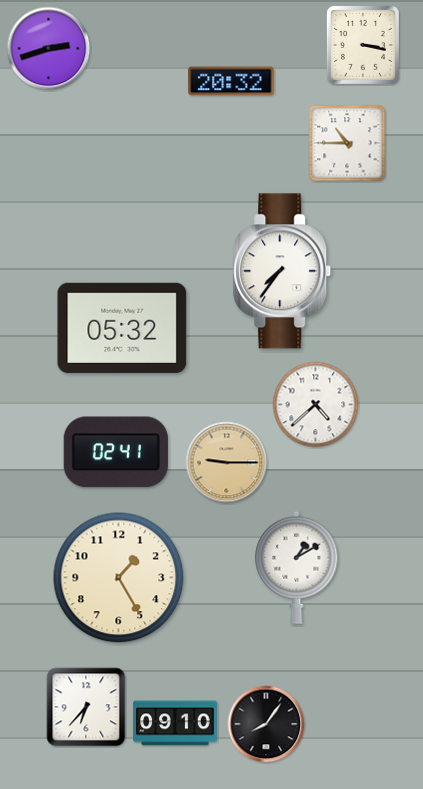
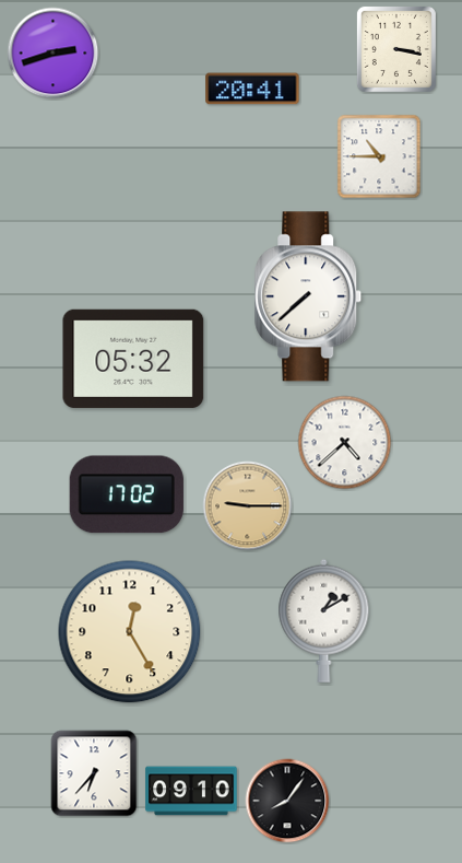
clock at (231, 81): 20:32 -> 20:41
clock at (282, 271): 7:36 -> 7:38
clock at (116, 452): 02:41 -> 17:02
clock at (119, 578): 1:25 -> 12:25
clock at (266, 724) position: (266, 724) -> (287, 801)
